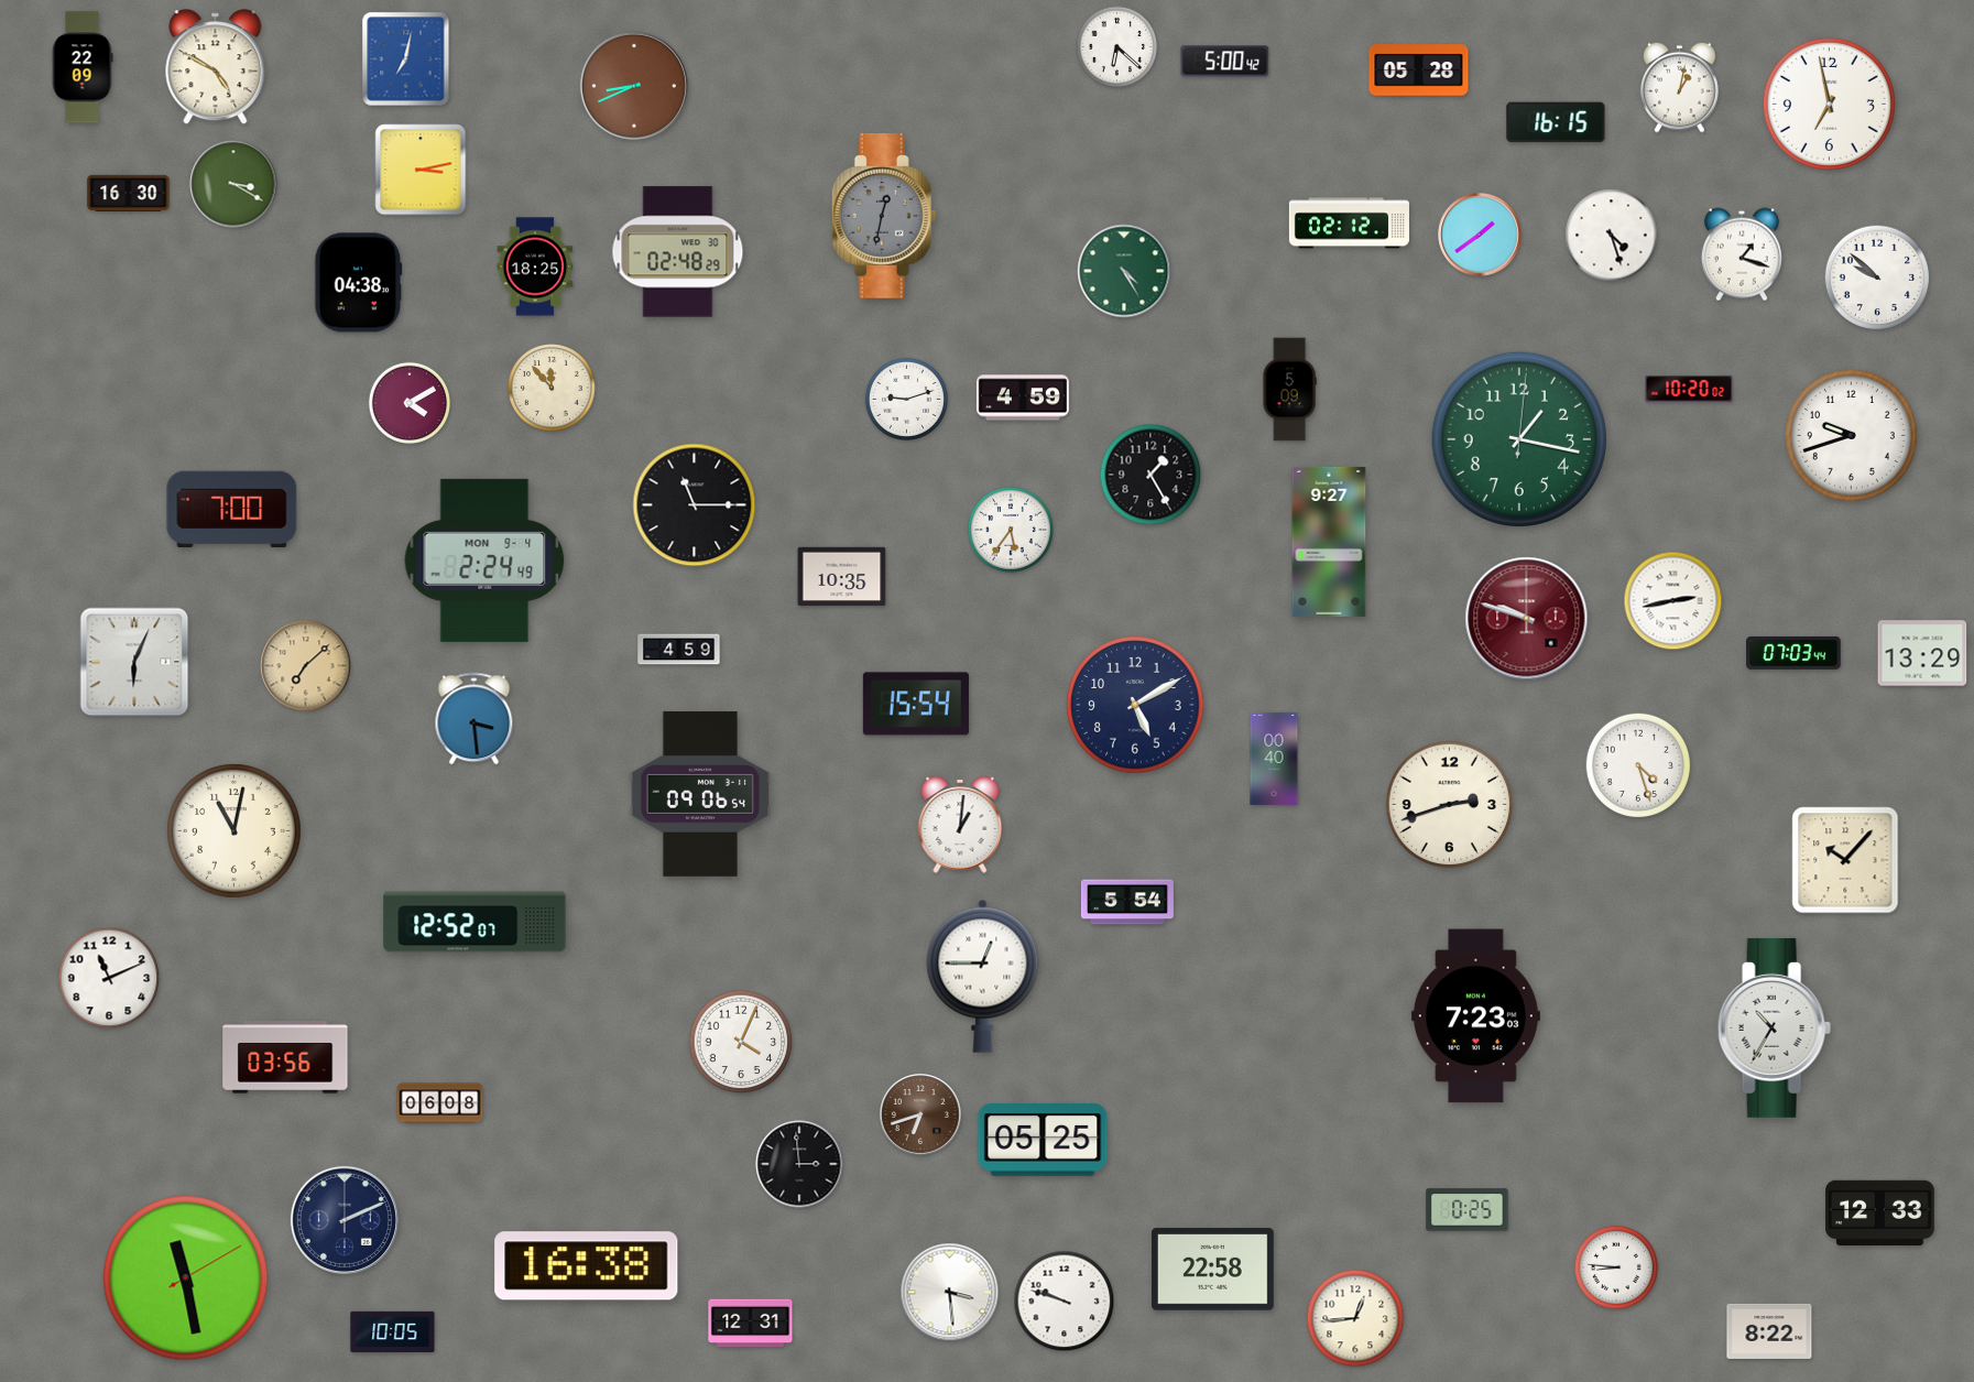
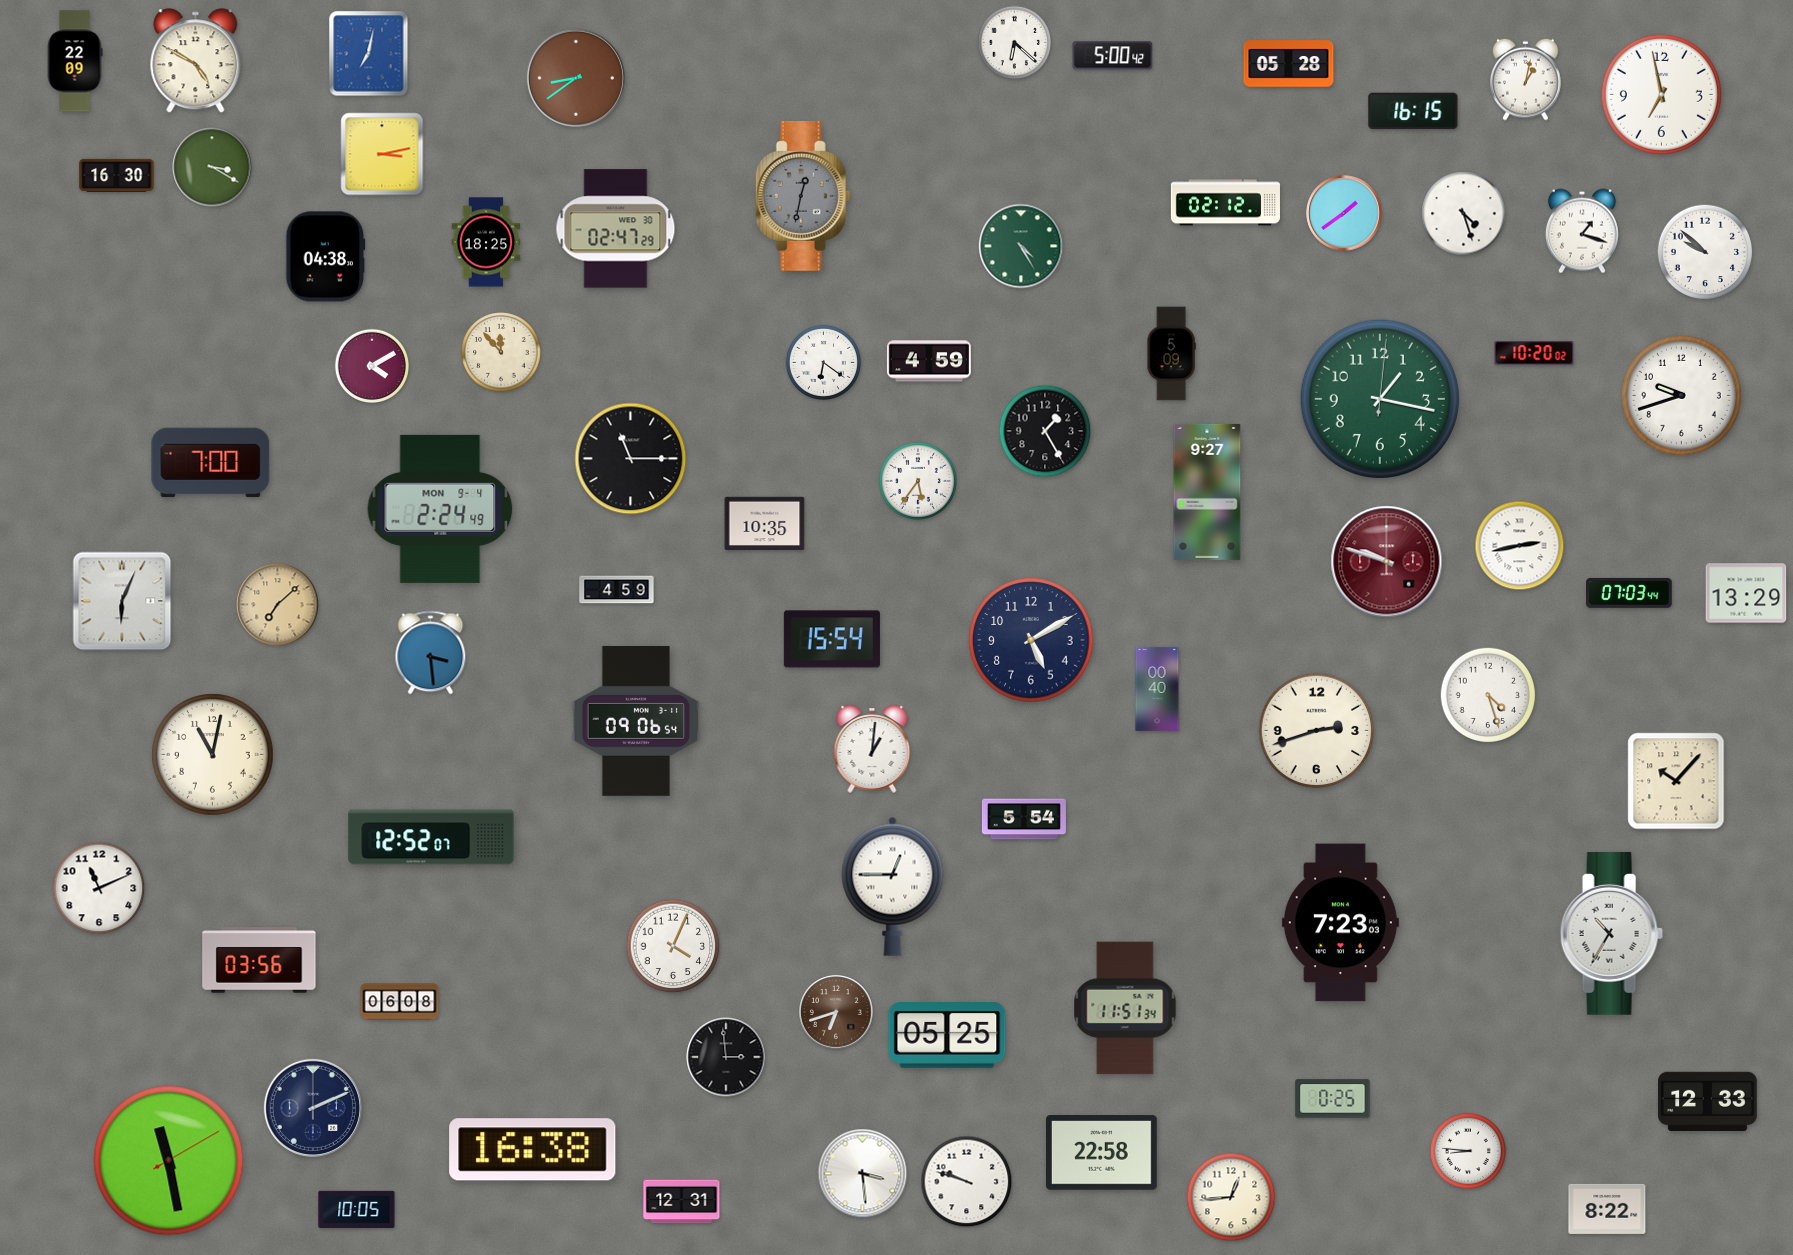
clock at (634, 86): 8:41 -> 8:39
clock at (678, 252): 02:48 -> 02:47
clock at (906, 399): 9:12 -> 6:21
clock at (1125, 1008): none -> 11:51
